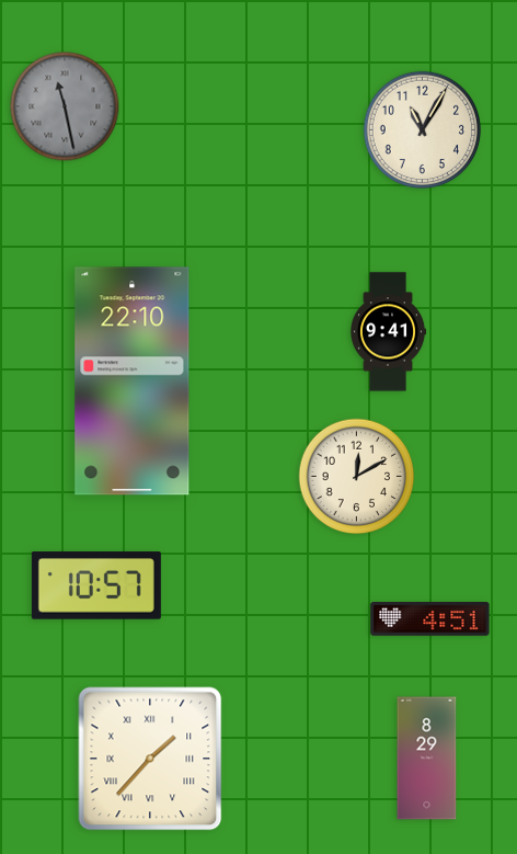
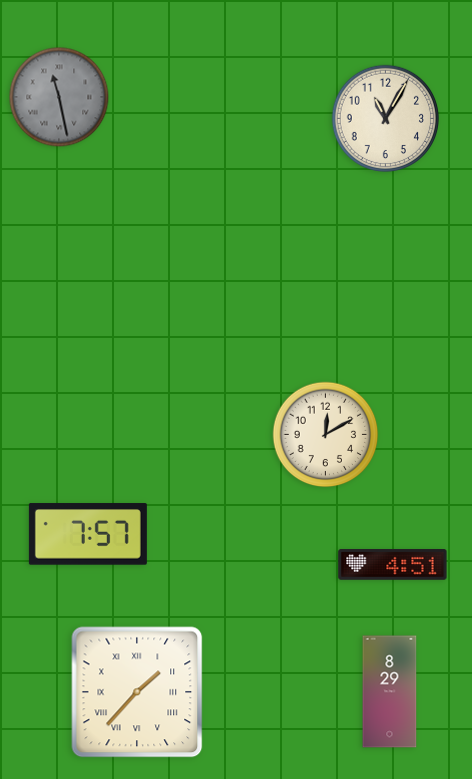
clock at (388, 332): 9:41 -> none
clock at (133, 382): 22:10 -> none
clock at (96, 585): 10:57 -> 7:57
